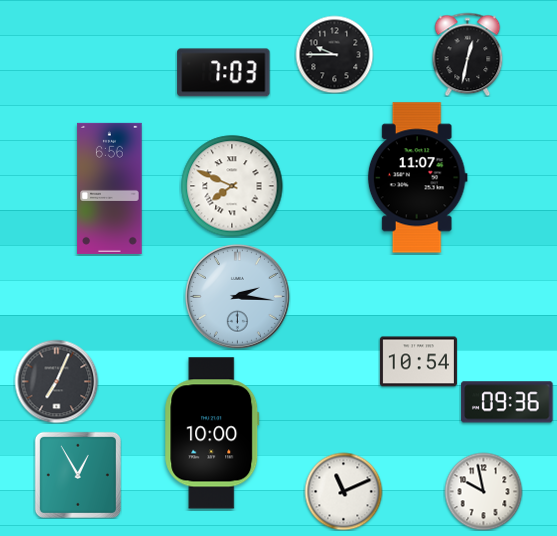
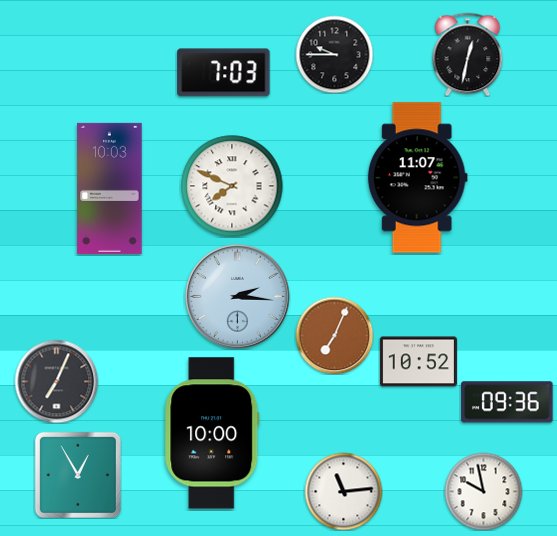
clock at (110, 188): 6:56 -> 10:03
clock at (334, 335): none -> 7:04
clock at (418, 362): 10:54 -> 10:52
clock at (343, 491): 11:11 -> 11:14
